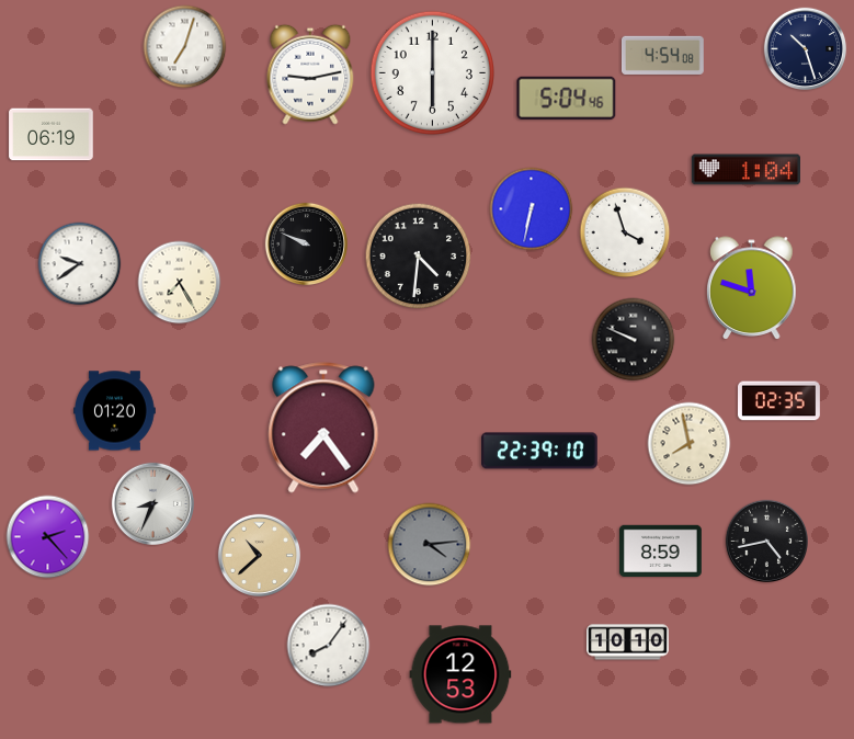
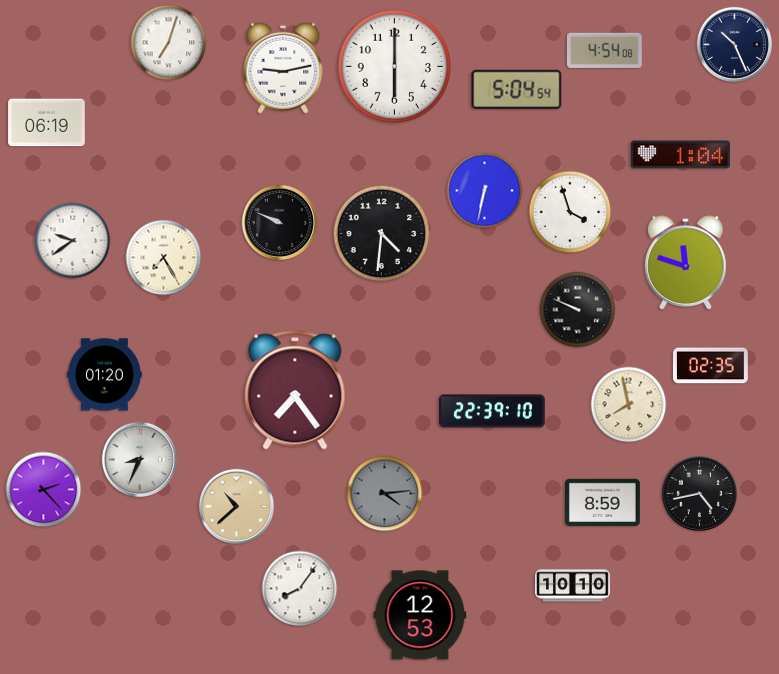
clock at (805, 48): 10:27 -> 10:26
clock at (567, 98): 5:04:46 -> 5:04:54
clock at (430, 545) position: (430, 545) -> (385, 494)
